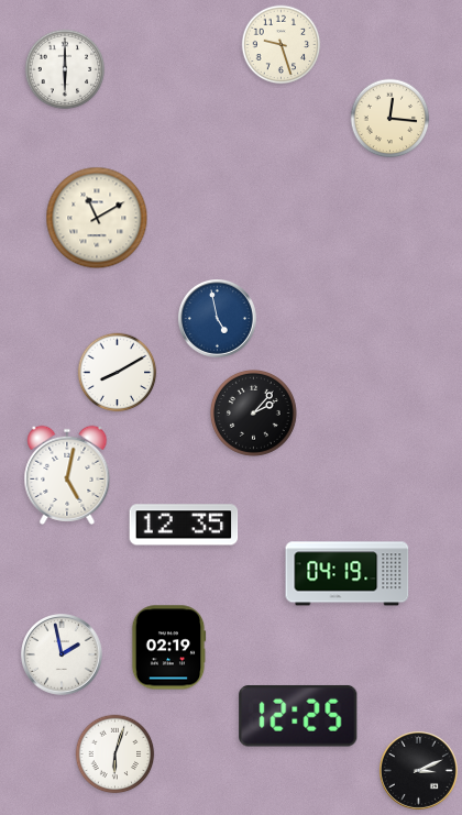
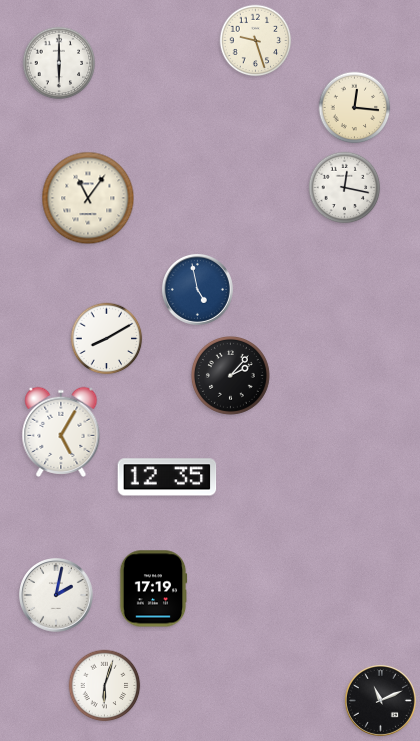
clock at (345, 188): none -> 12:17
clock at (97, 218): 11:10 -> 11:06
clock at (67, 475): 5:02 -> 5:05
clock at (348, 574): 04:19 -> none
clock at (168, 648): 02:19 -> 17:19
clock at (63, 656): 1:58 -> 2:02
clock at (298, 716): 12:25 -> none
clock at (418, 770): 3:11 -> 11:11
